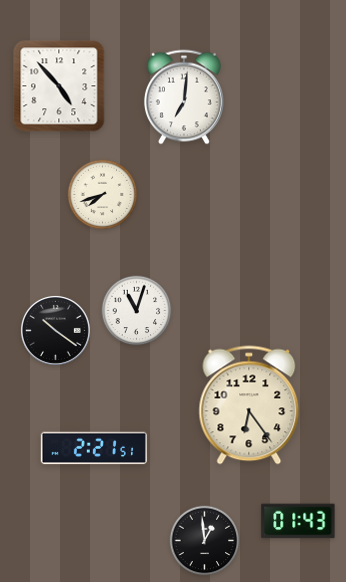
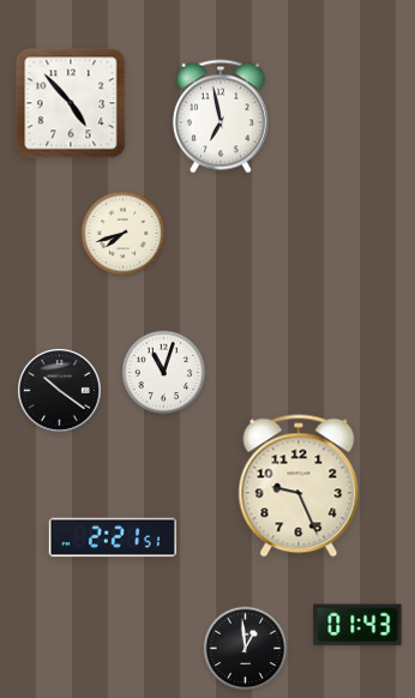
clock at (184, 97): 7:01 -> 6:58
clock at (55, 330) position: (55, 330) -> (59, 390)
clock at (249, 405): 6:24 -> 9:26
